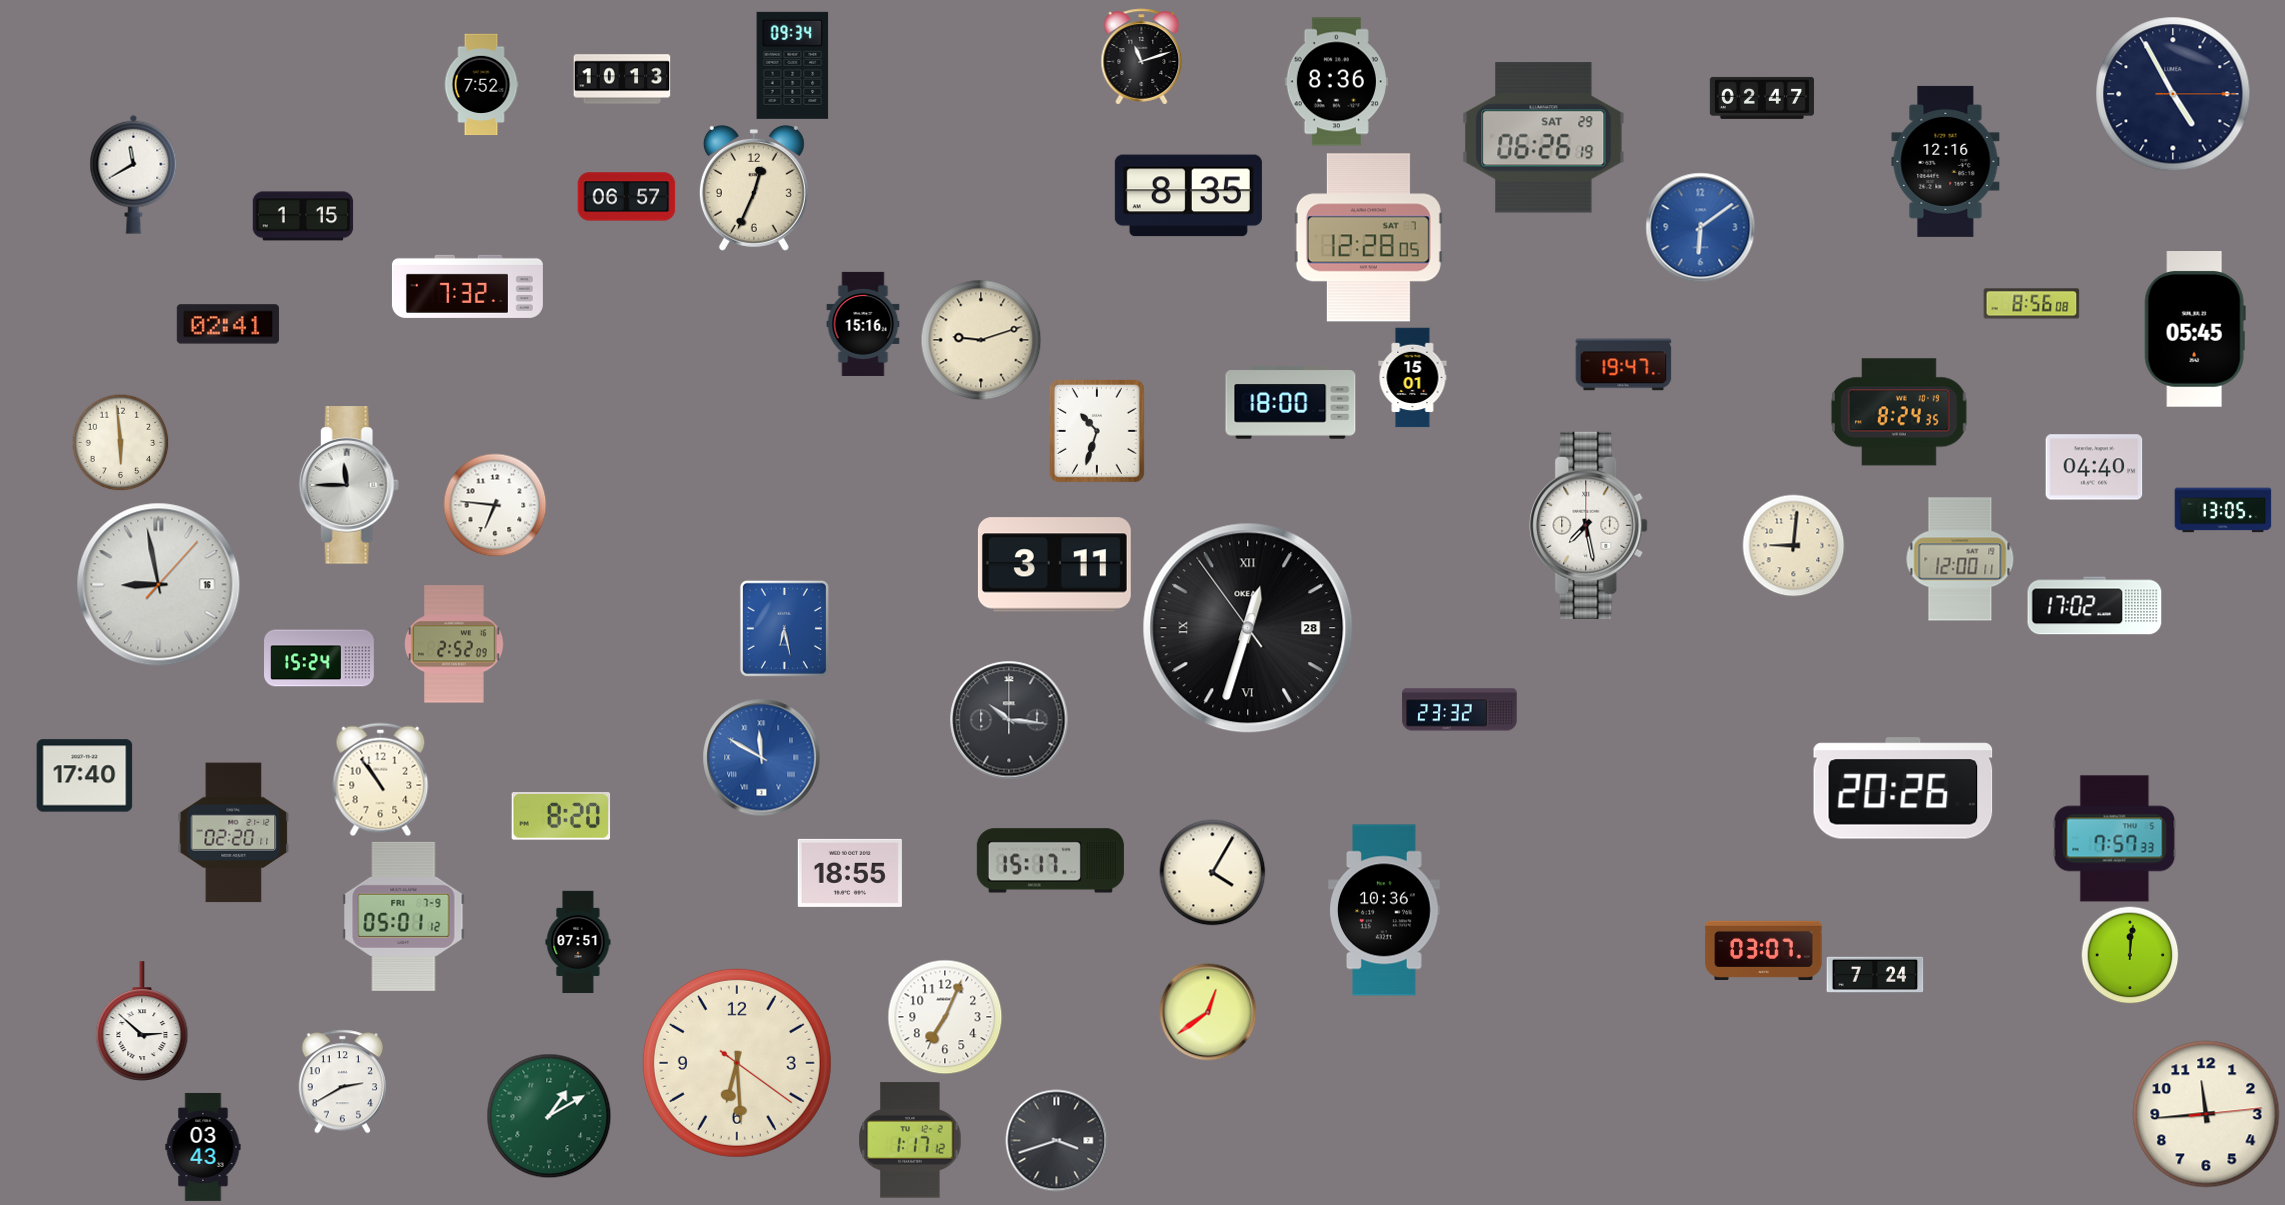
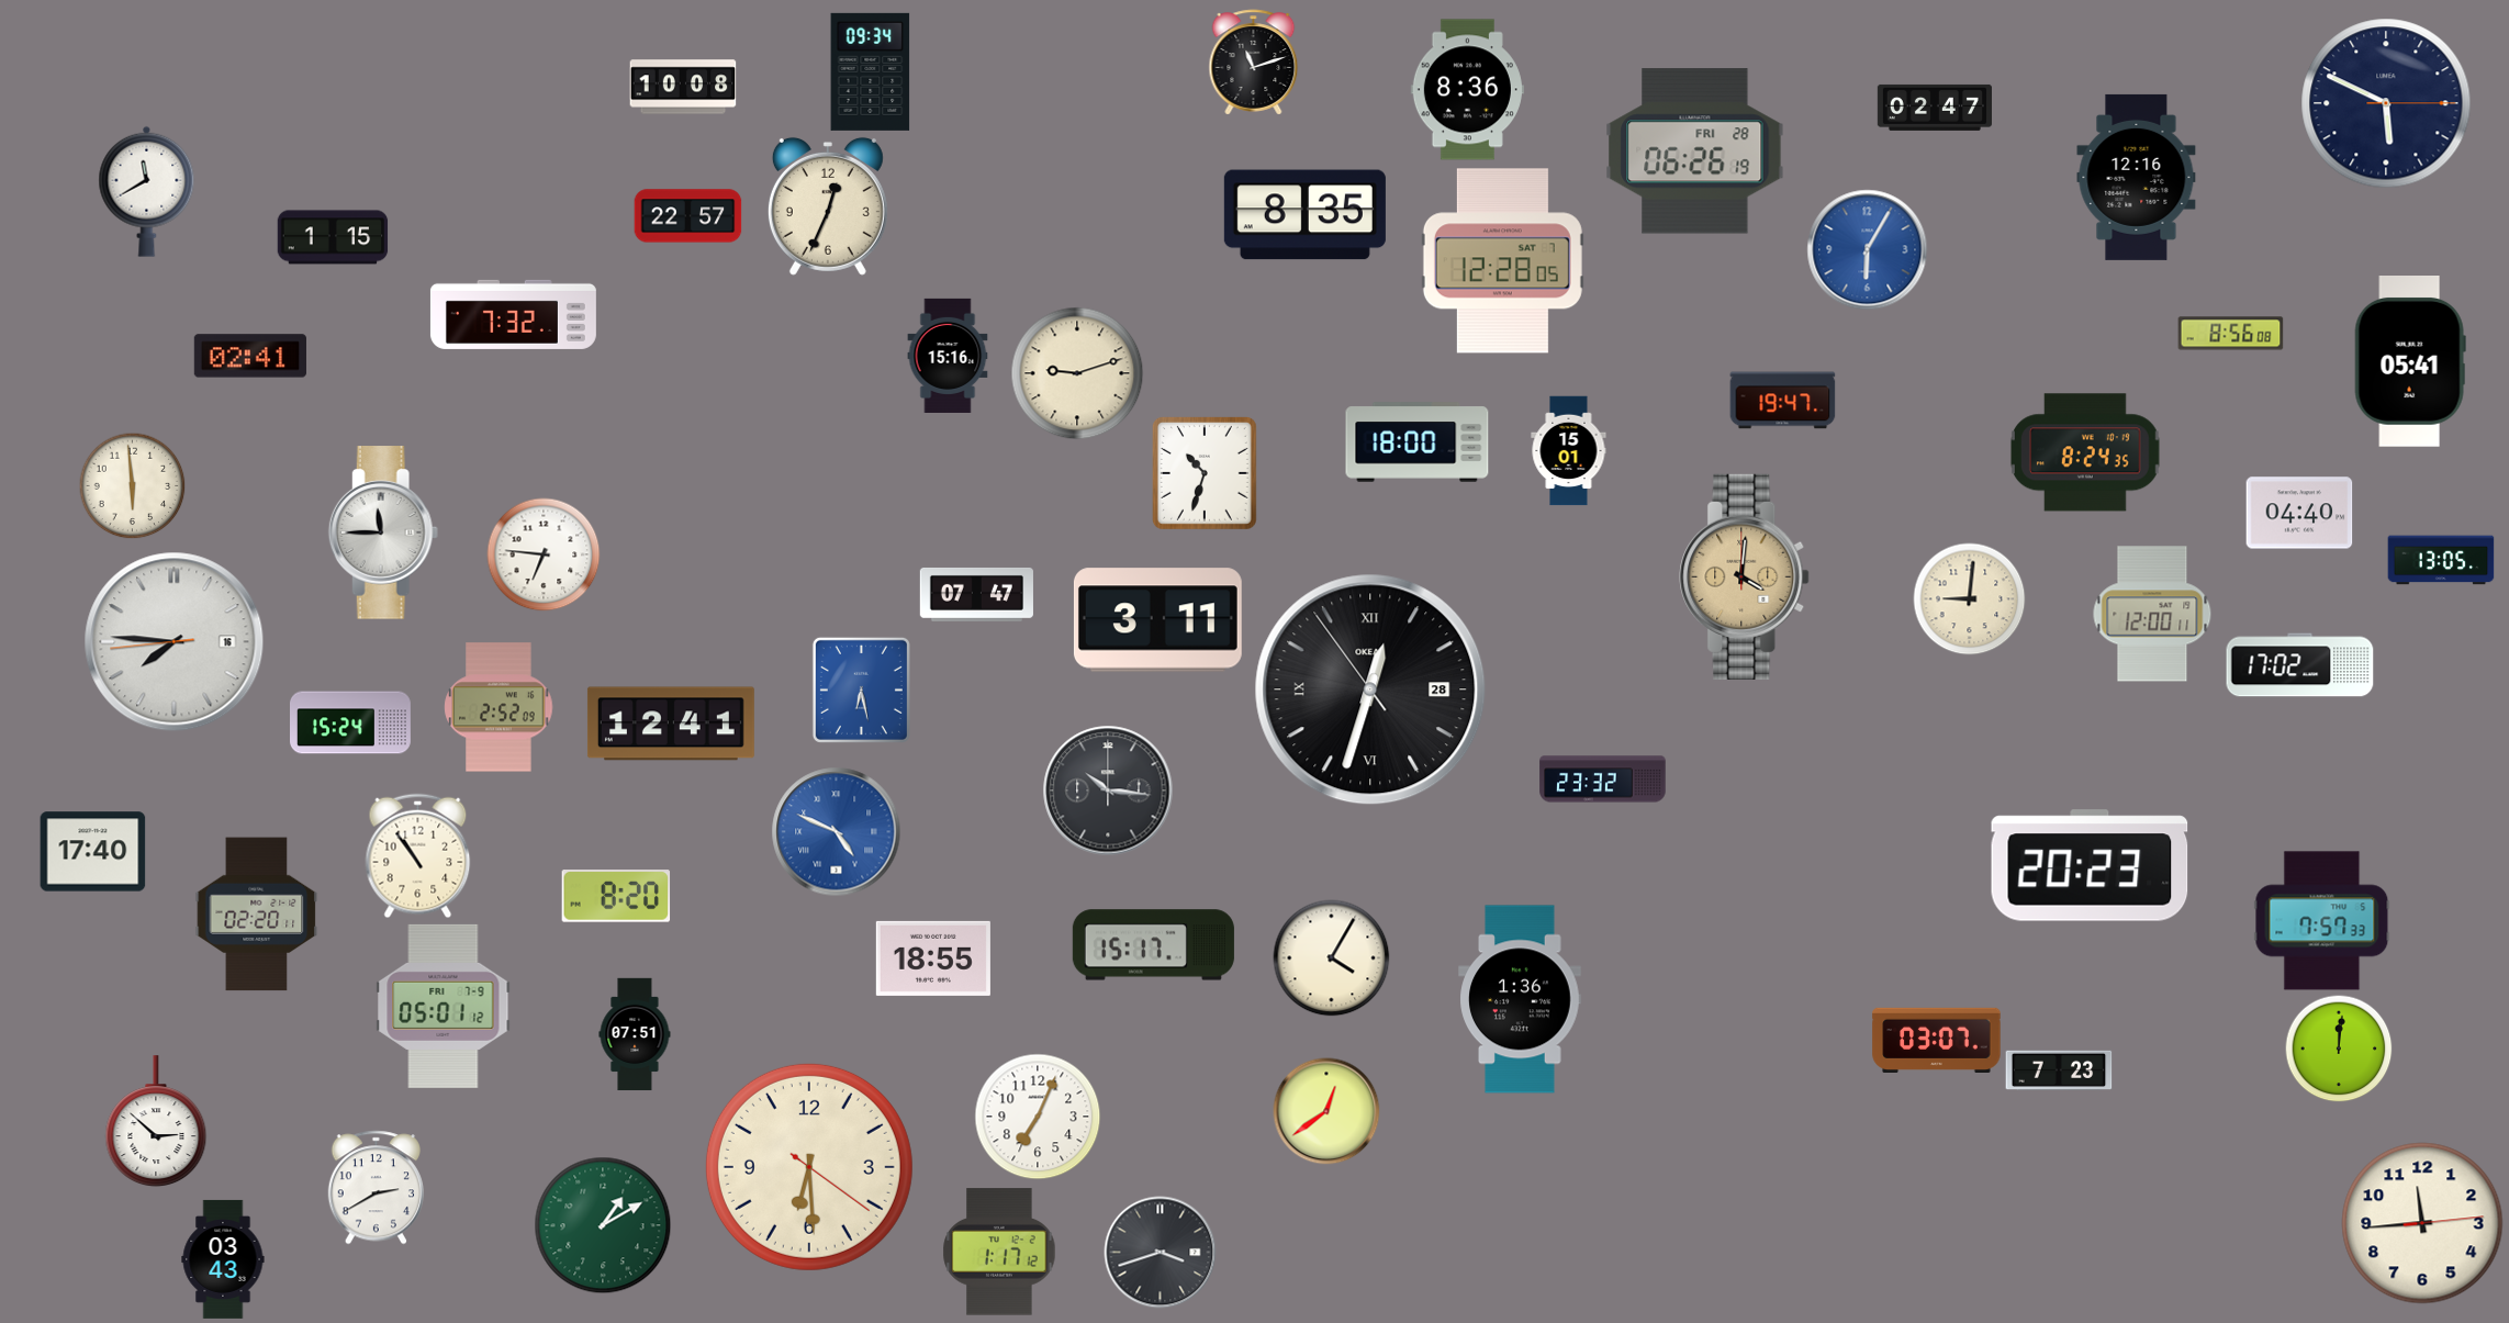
clock at (622, 79): 10:13 -> 10:08
clock at (481, 85): 7:52 -> none
clock at (2173, 94): 4:55 -> 5:49
clock at (1544, 138) date: SAT 29 -> FRI 28
clock at (627, 197): 06:57 -> 22:57
clock at (1701, 228): 6:09 -> 6:05
clock at (2195, 330): 05:45 -> 05:41
clock at (1413, 378) position: (1413, 378) -> (1569, 451)
clock at (1589, 525): 7:28 -> 4:01
clock at (1589, 525) dial: white -> champagne
clock at (976, 594): none -> 07:47
clock at (159, 585): 8:58 -> 7:45
clock at (671, 724): none -> 12:41
clock at (762, 758): 11:50 -> 4:49
clock at (1903, 788): 20:26 -> 20:23
clock at (1384, 910): 10:36 -> 1:36
clock at (1764, 950) position: (1764, 950) -> (1937, 1040)
clock at (1875, 974): 7:24 -> 7:23
